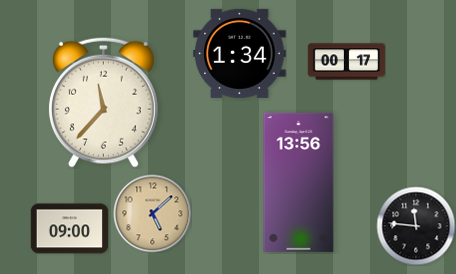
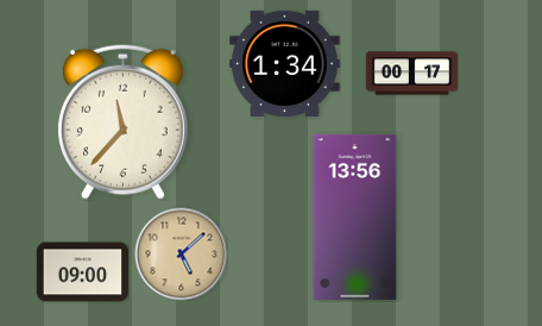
clock at (416, 226): 11:46 -> none
